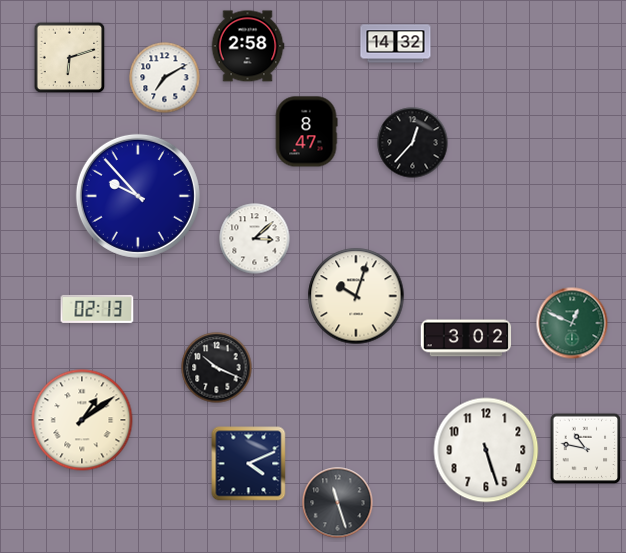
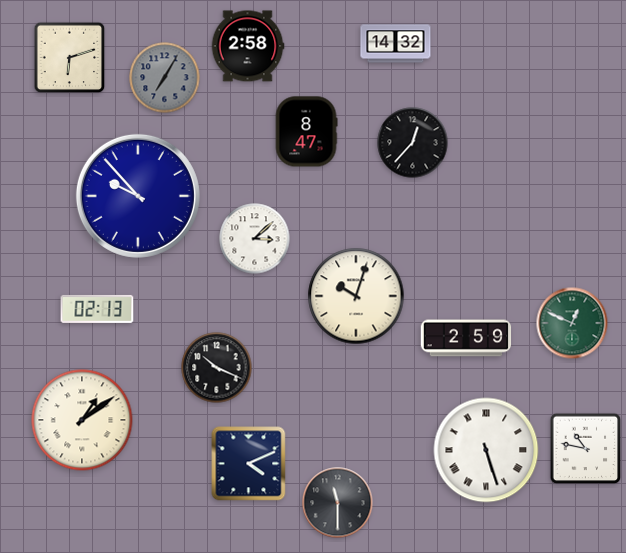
clock at (165, 78): 7:10 -> 7:05
clock at (165, 78) dial: white -> grey
clock at (466, 338): 3:02 -> 2:59
clock at (486, 450) numerals: Arabic -> Roman
clock at (338, 503): 11:27 -> 11:30
